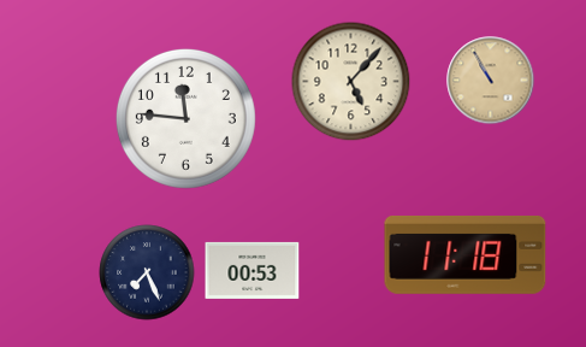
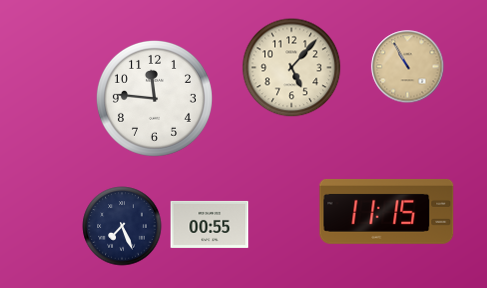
clock at (466, 254): 11:18 -> 11:15
clock at (253, 270): 00:53 -> 00:55
